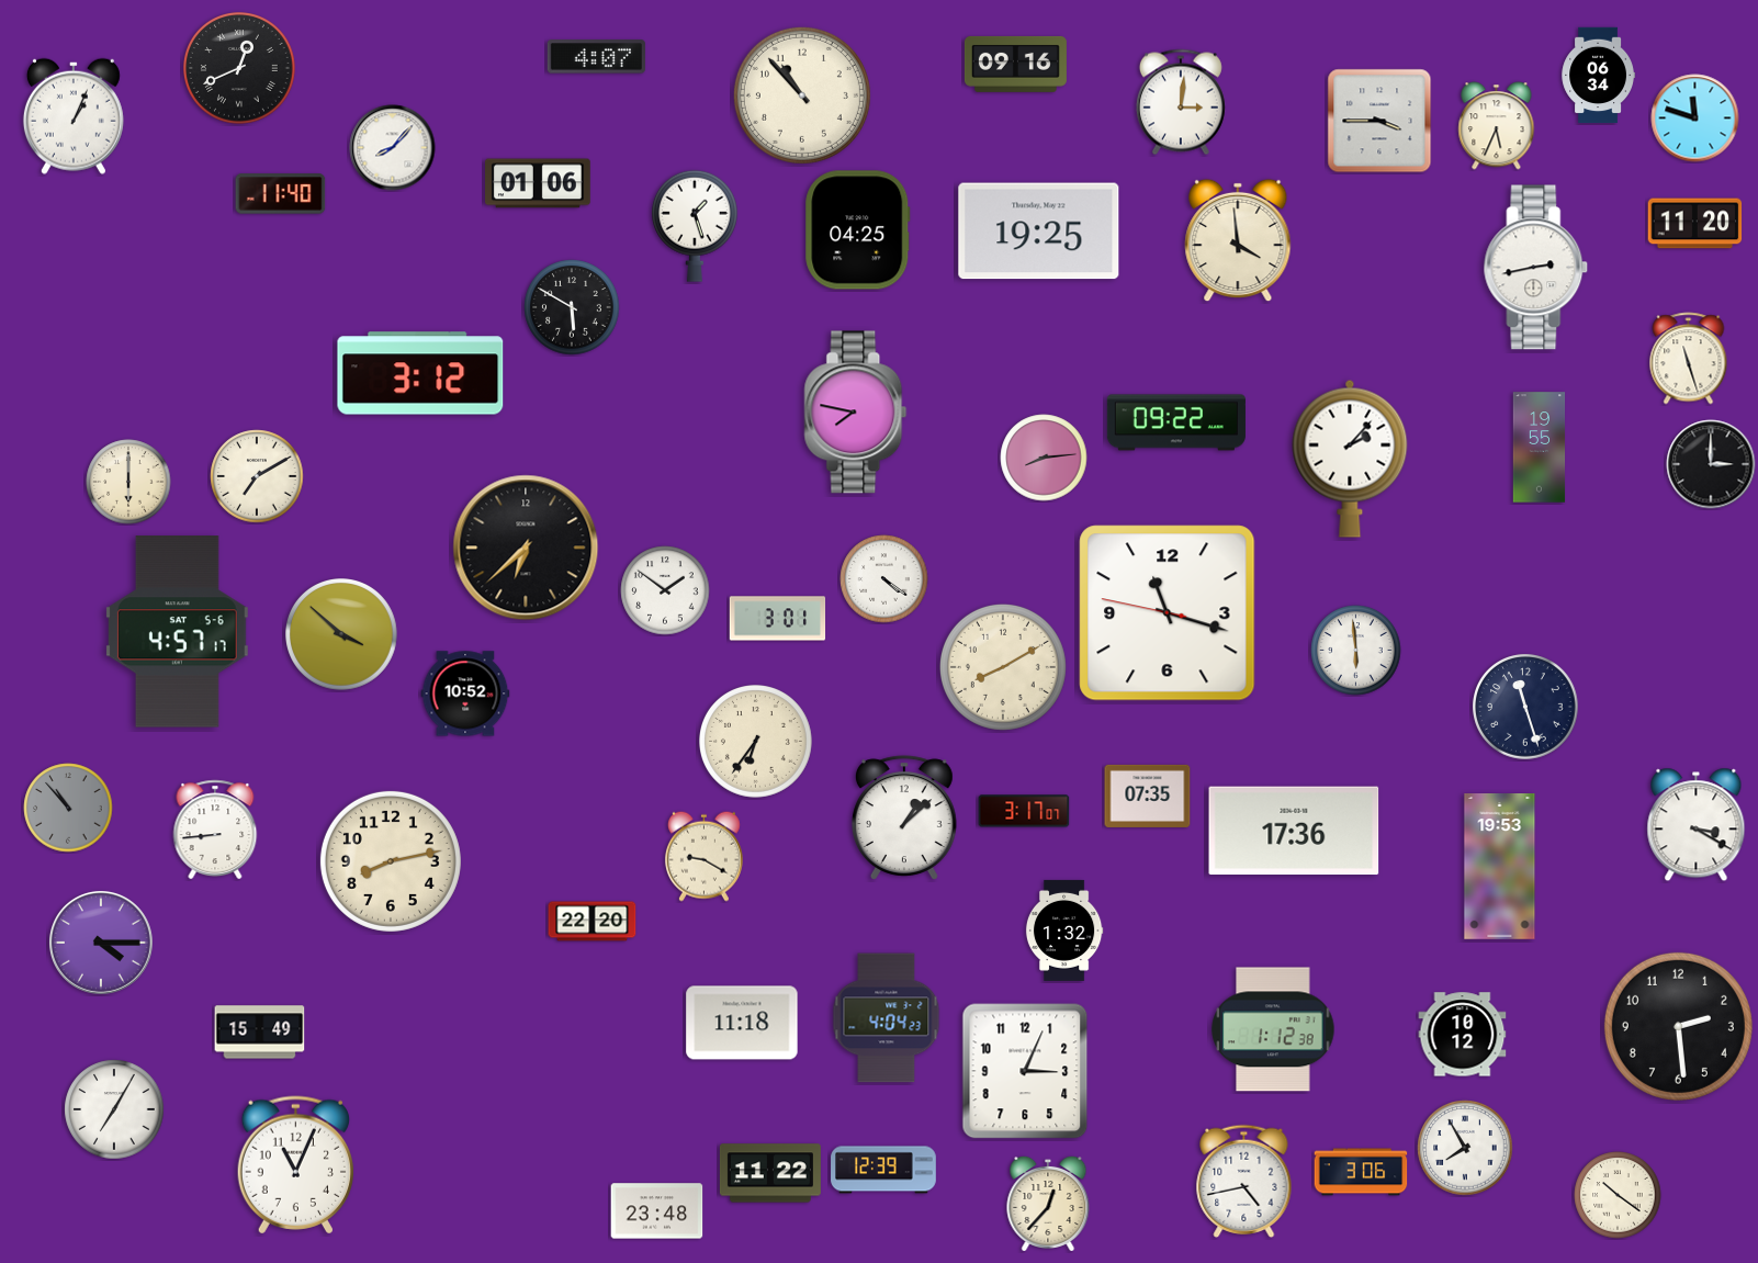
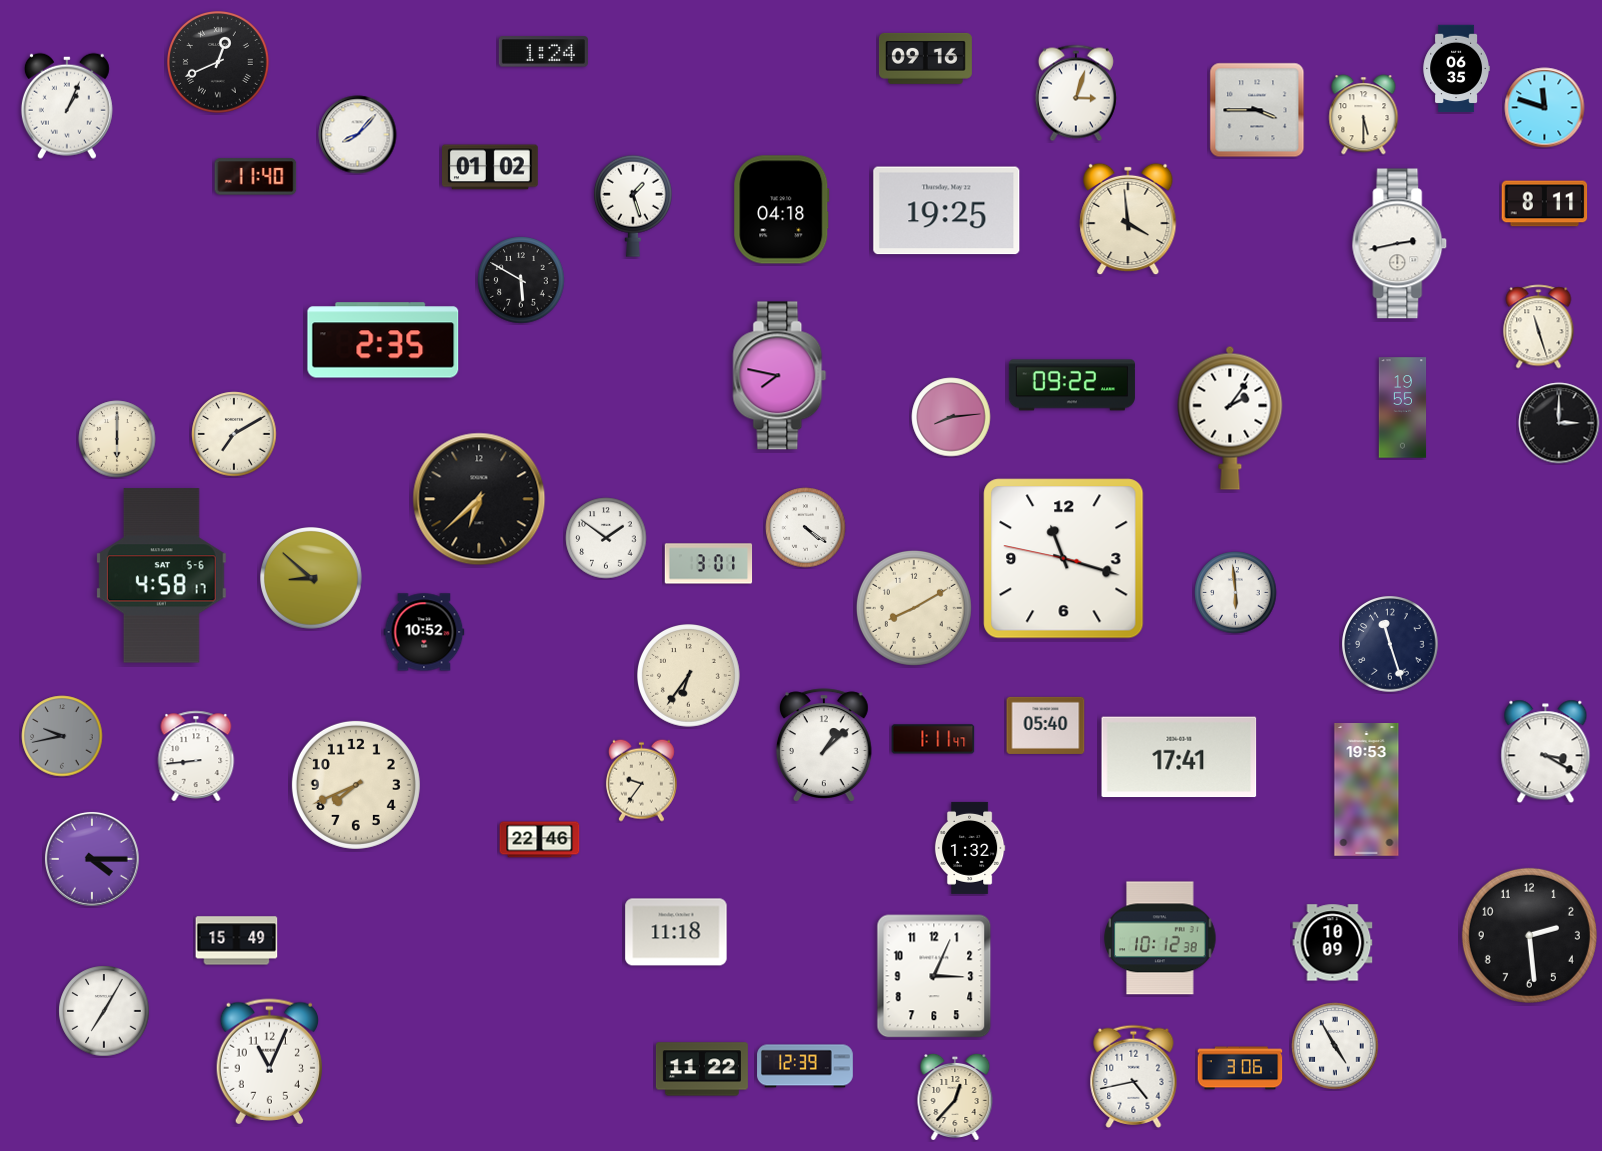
clock at (596, 57): 4:07 -> 1:24
clock at (1598, 76): 06:34 -> 06:35
clock at (802, 95): 10:53 -> none
clock at (1181, 102): 3:01 -> 3:03
clock at (1497, 126): 5:34 -> 5:30
clock at (539, 183): 01:06 -> 01:02
clock at (1695, 224): 11:20 -> 8:11
clock at (858, 230): 04:25 -> 04:18
clock at (420, 373): 3:12 -> 2:35
clock at (1350, 459): 2:07 -> 2:06
clock at (177, 632): 4:57 -> 4:58
clock at (342, 635): 3:52 -> 8:52
clock at (1148, 796): 07:35 -> 05:40
clock at (68, 808): 10:53 -> 9:43
clock at (1024, 811): 3:17 -> 1:11
clock at (1294, 831): 17:36 -> 17:41
clock at (703, 856): 9:20 -> 9:36
clock at (391, 861): 8:13 -> 7:41
clock at (593, 922): 22:20 -> 22:46
clock at (887, 1018): 4:04 -> none
clock at (1273, 1029): 1:12 -> 10:12
clock at (1463, 1035): 10:12 -> 10:09
clock at (1465, 1148): 7:55 -> 4:55
clock at (1618, 1195): 10:21 -> none
clock at (657, 1211): 23:48 -> none
